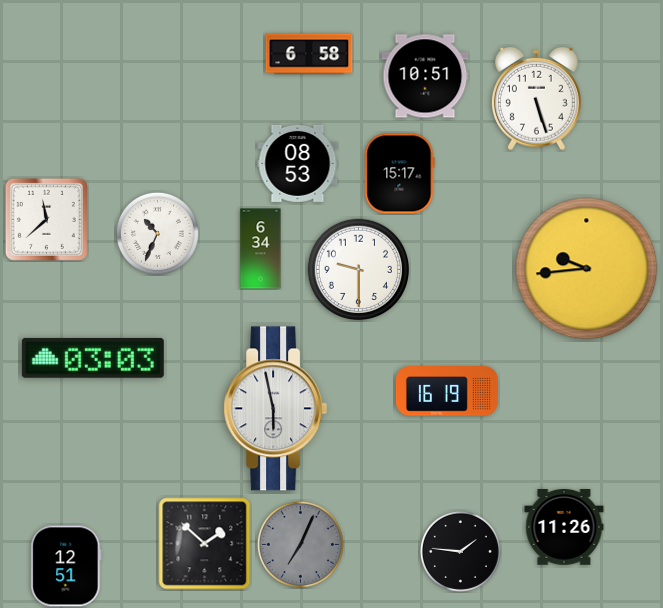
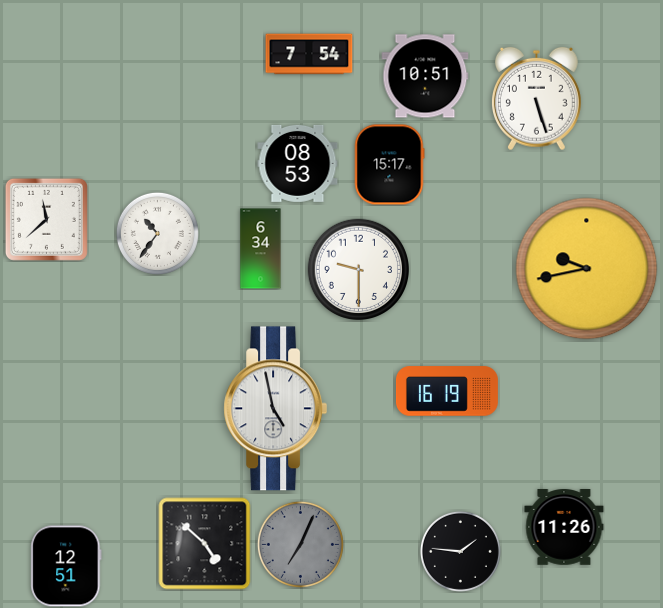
clock at (309, 54): 6:58 -> 7:54
clock at (399, 174) position: (399, 174) -> (389, 165)
clock at (157, 233): 10:34 -> 10:36
clock at (587, 269): 9:44 -> 9:43
clock at (93, 358): 03:03 -> none
clock at (276, 409): 5:58 -> 4:58
clock at (205, 544): 1:52 -> 4:52
